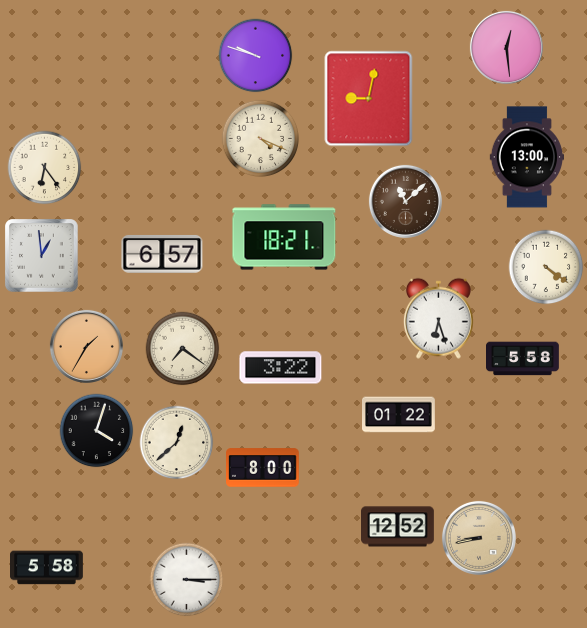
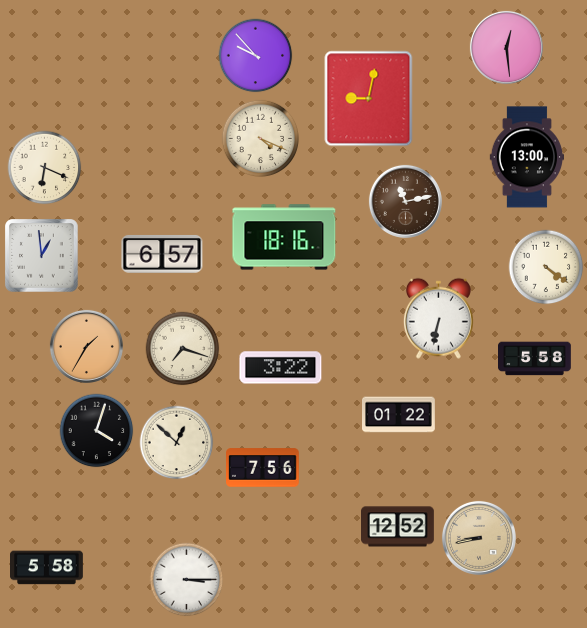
clock at (256, 56): 9:48 -> 9:53
clock at (45, 168): 6:24 -> 6:19
clock at (405, 201): 11:08 -> 11:13
clock at (284, 237): 18:21 -> 18:16
clock at (438, 318): 6:27 -> 6:32
clock at (183, 349): 7:21 -> 7:18
clock at (523, 359) position: (523, 359) -> (535, 359)
clock at (177, 443): 12:38 -> 12:52
clock at (263, 468): 8:00 -> 7:56
